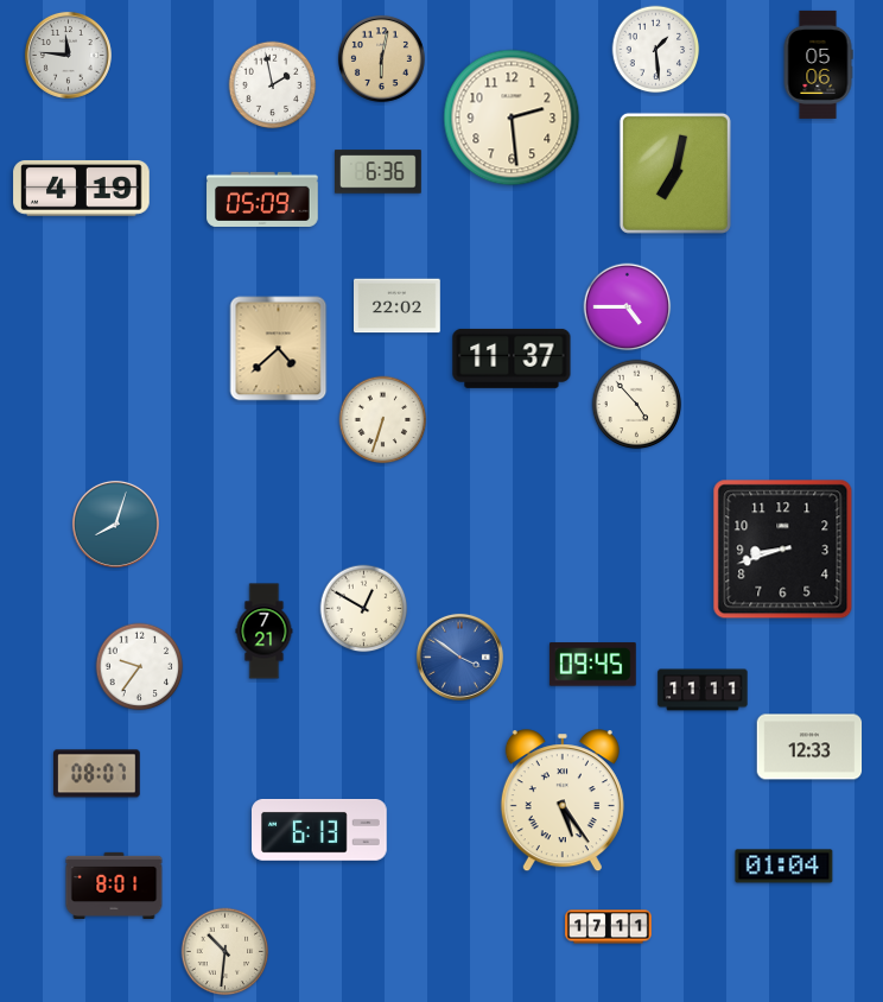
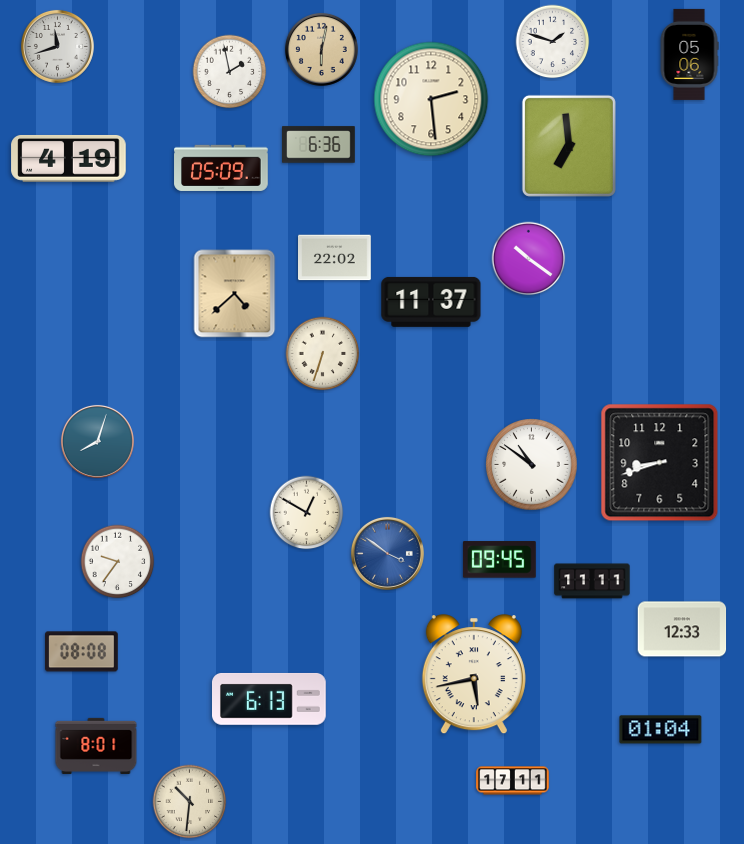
clock at (656, 50): 1:29 -> 1:48
clock at (68, 55): 11:46 -> 11:42
clock at (675, 173): 7:02 -> 6:59
clock at (628, 307): 4:45 -> 10:21
clock at (637, 405): 4:53 -> none
clock at (532, 465): none -> 10:51
clock at (265, 632): 7:21 -> none
clock at (97, 774): 08:07 -> 08:08
clock at (563, 801): 5:24 -> 5:43
